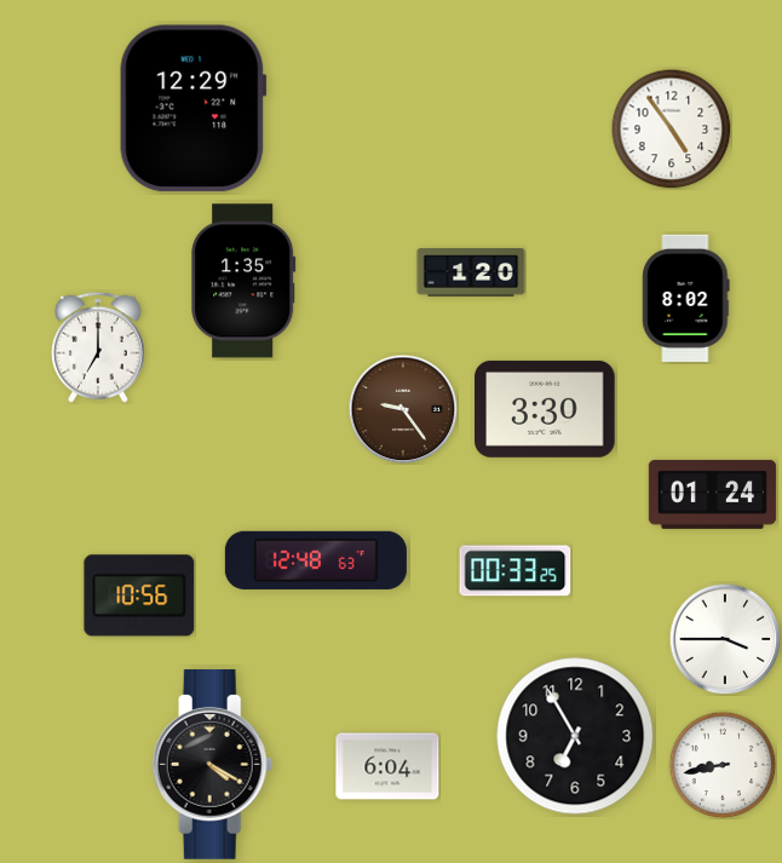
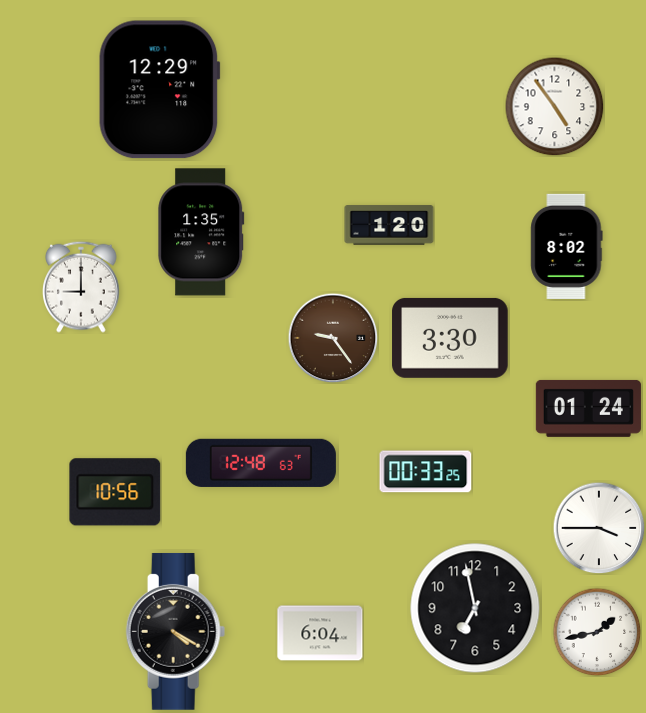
clock at (99, 347): 7:00 -> 9:00
clock at (575, 736): 6:55 -> 6:58
clock at (723, 765): 8:43 -> 1:43
